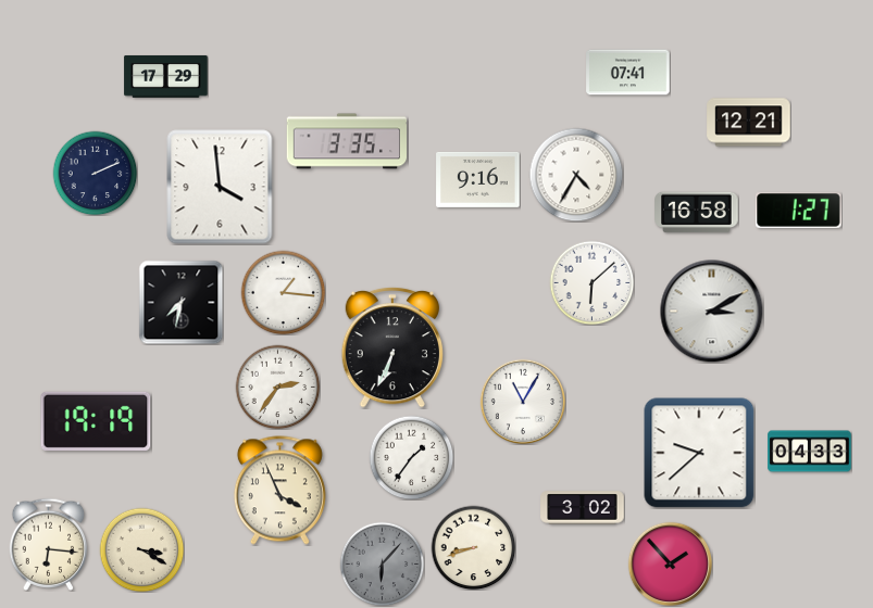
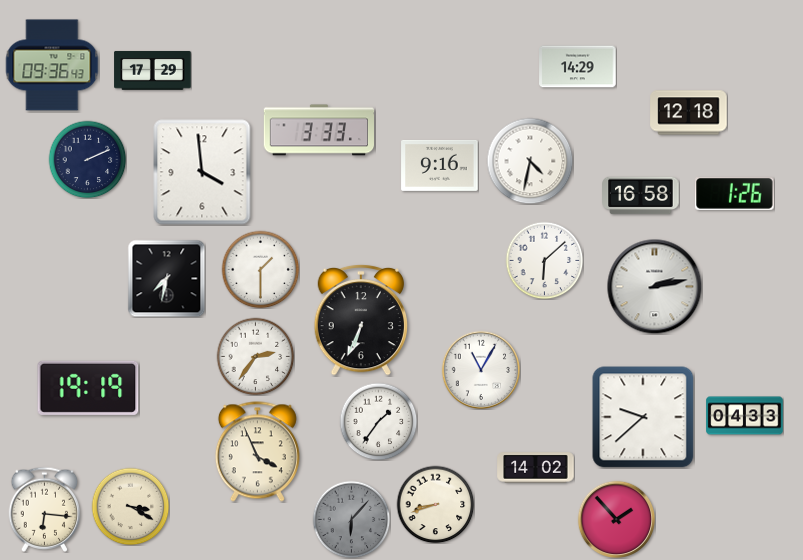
clock at (52, 65): none -> 09:36
clock at (628, 73): 07:41 -> 14:29
clock at (749, 123): 12:21 -> 12:18
clock at (347, 141): 3:35 -> 3:33
clock at (576, 175): 4:35 -> 4:32
clock at (799, 211): 1:27 -> 1:26
clock at (283, 292): 1:16 -> 1:30
clock at (711, 311): 3:10 -> 2:13
clock at (583, 508): 3:02 -> 14:02
clock at (49, 544) position: (49, 544) -> (45, 509)
